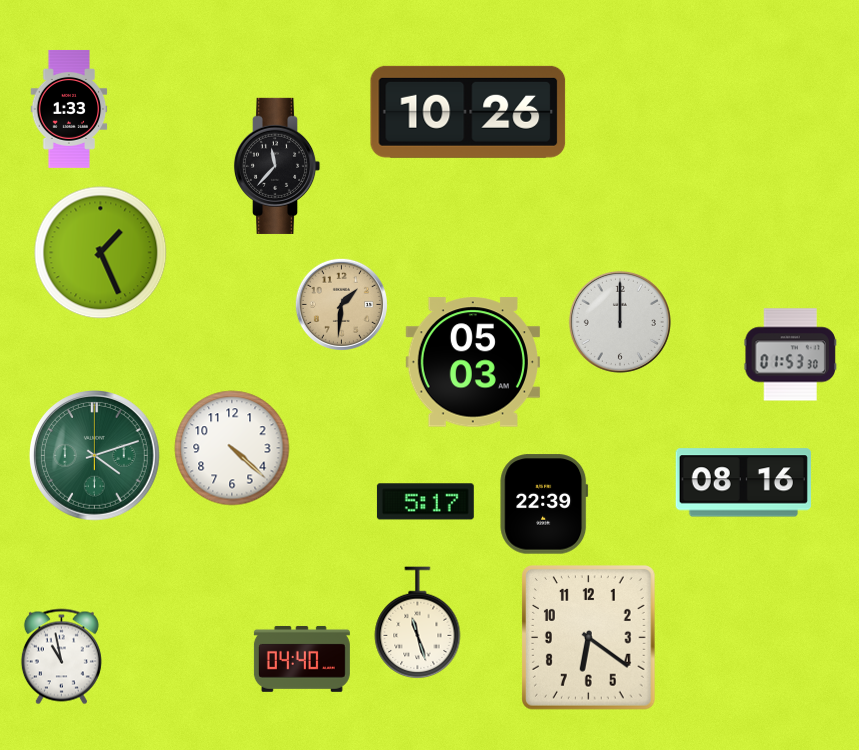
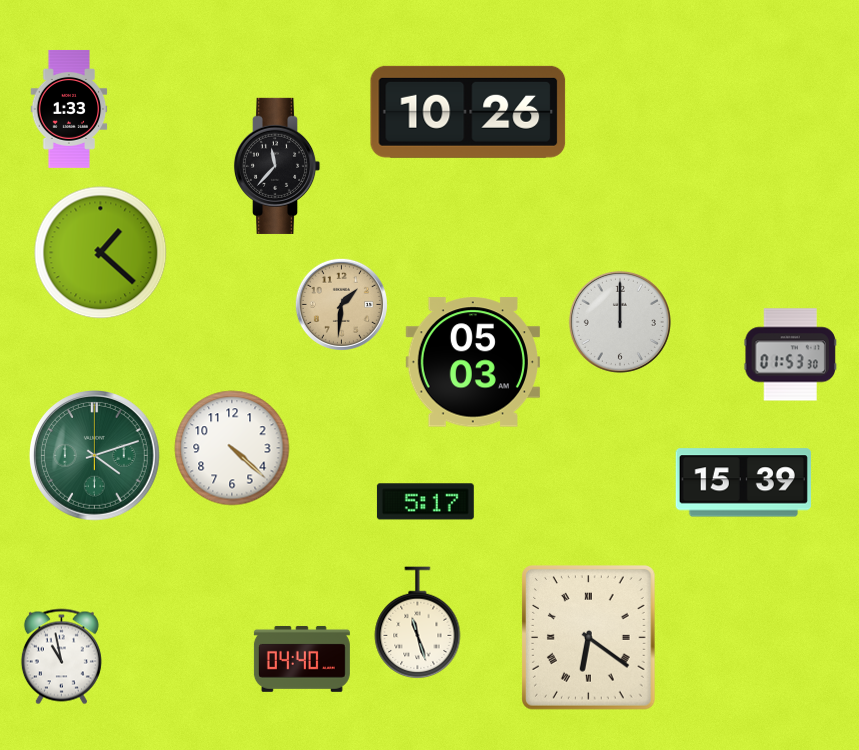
clock at (101, 253): 1:26 -> 1:22
clock at (743, 483): 08:16 -> 15:39
clock at (544, 504): 22:39 -> none
clock at (589, 638) numerals: Arabic -> Roman
